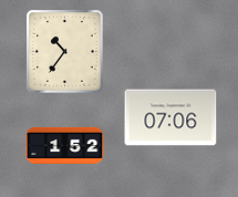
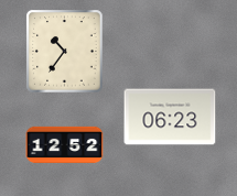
clock at (170, 117): 07:06 -> 06:23
clock at (65, 145): 1:52 -> 12:52
